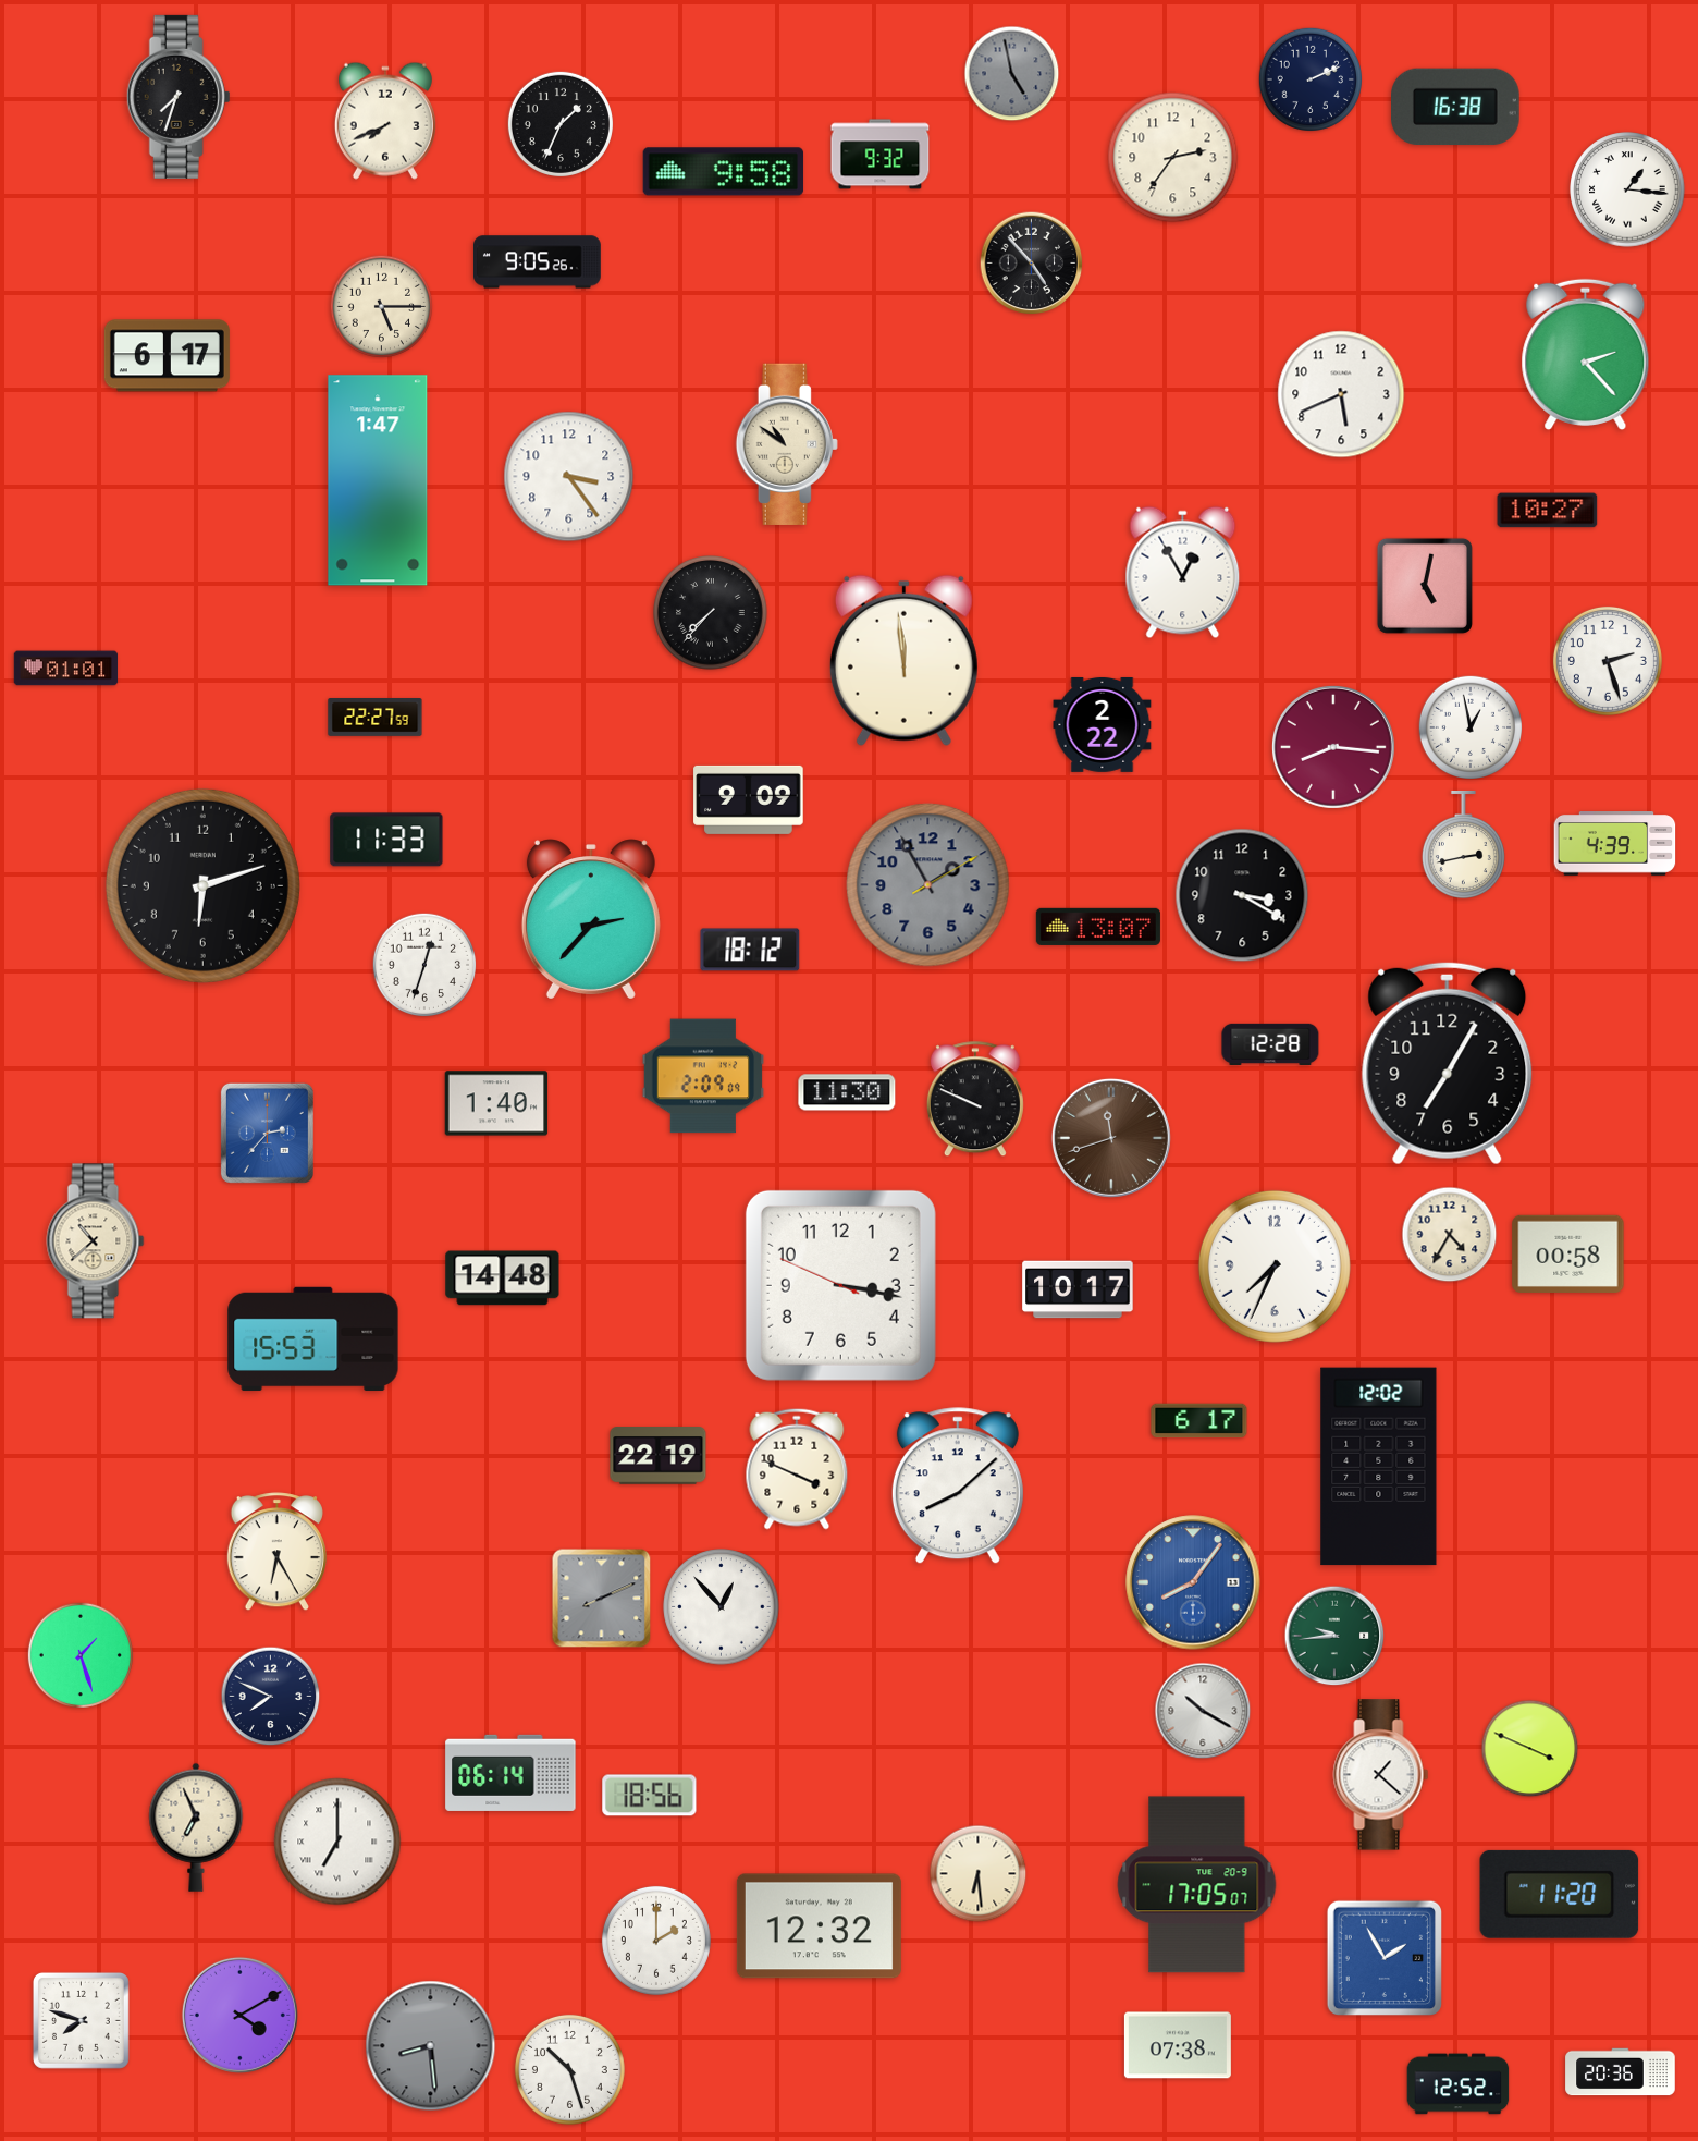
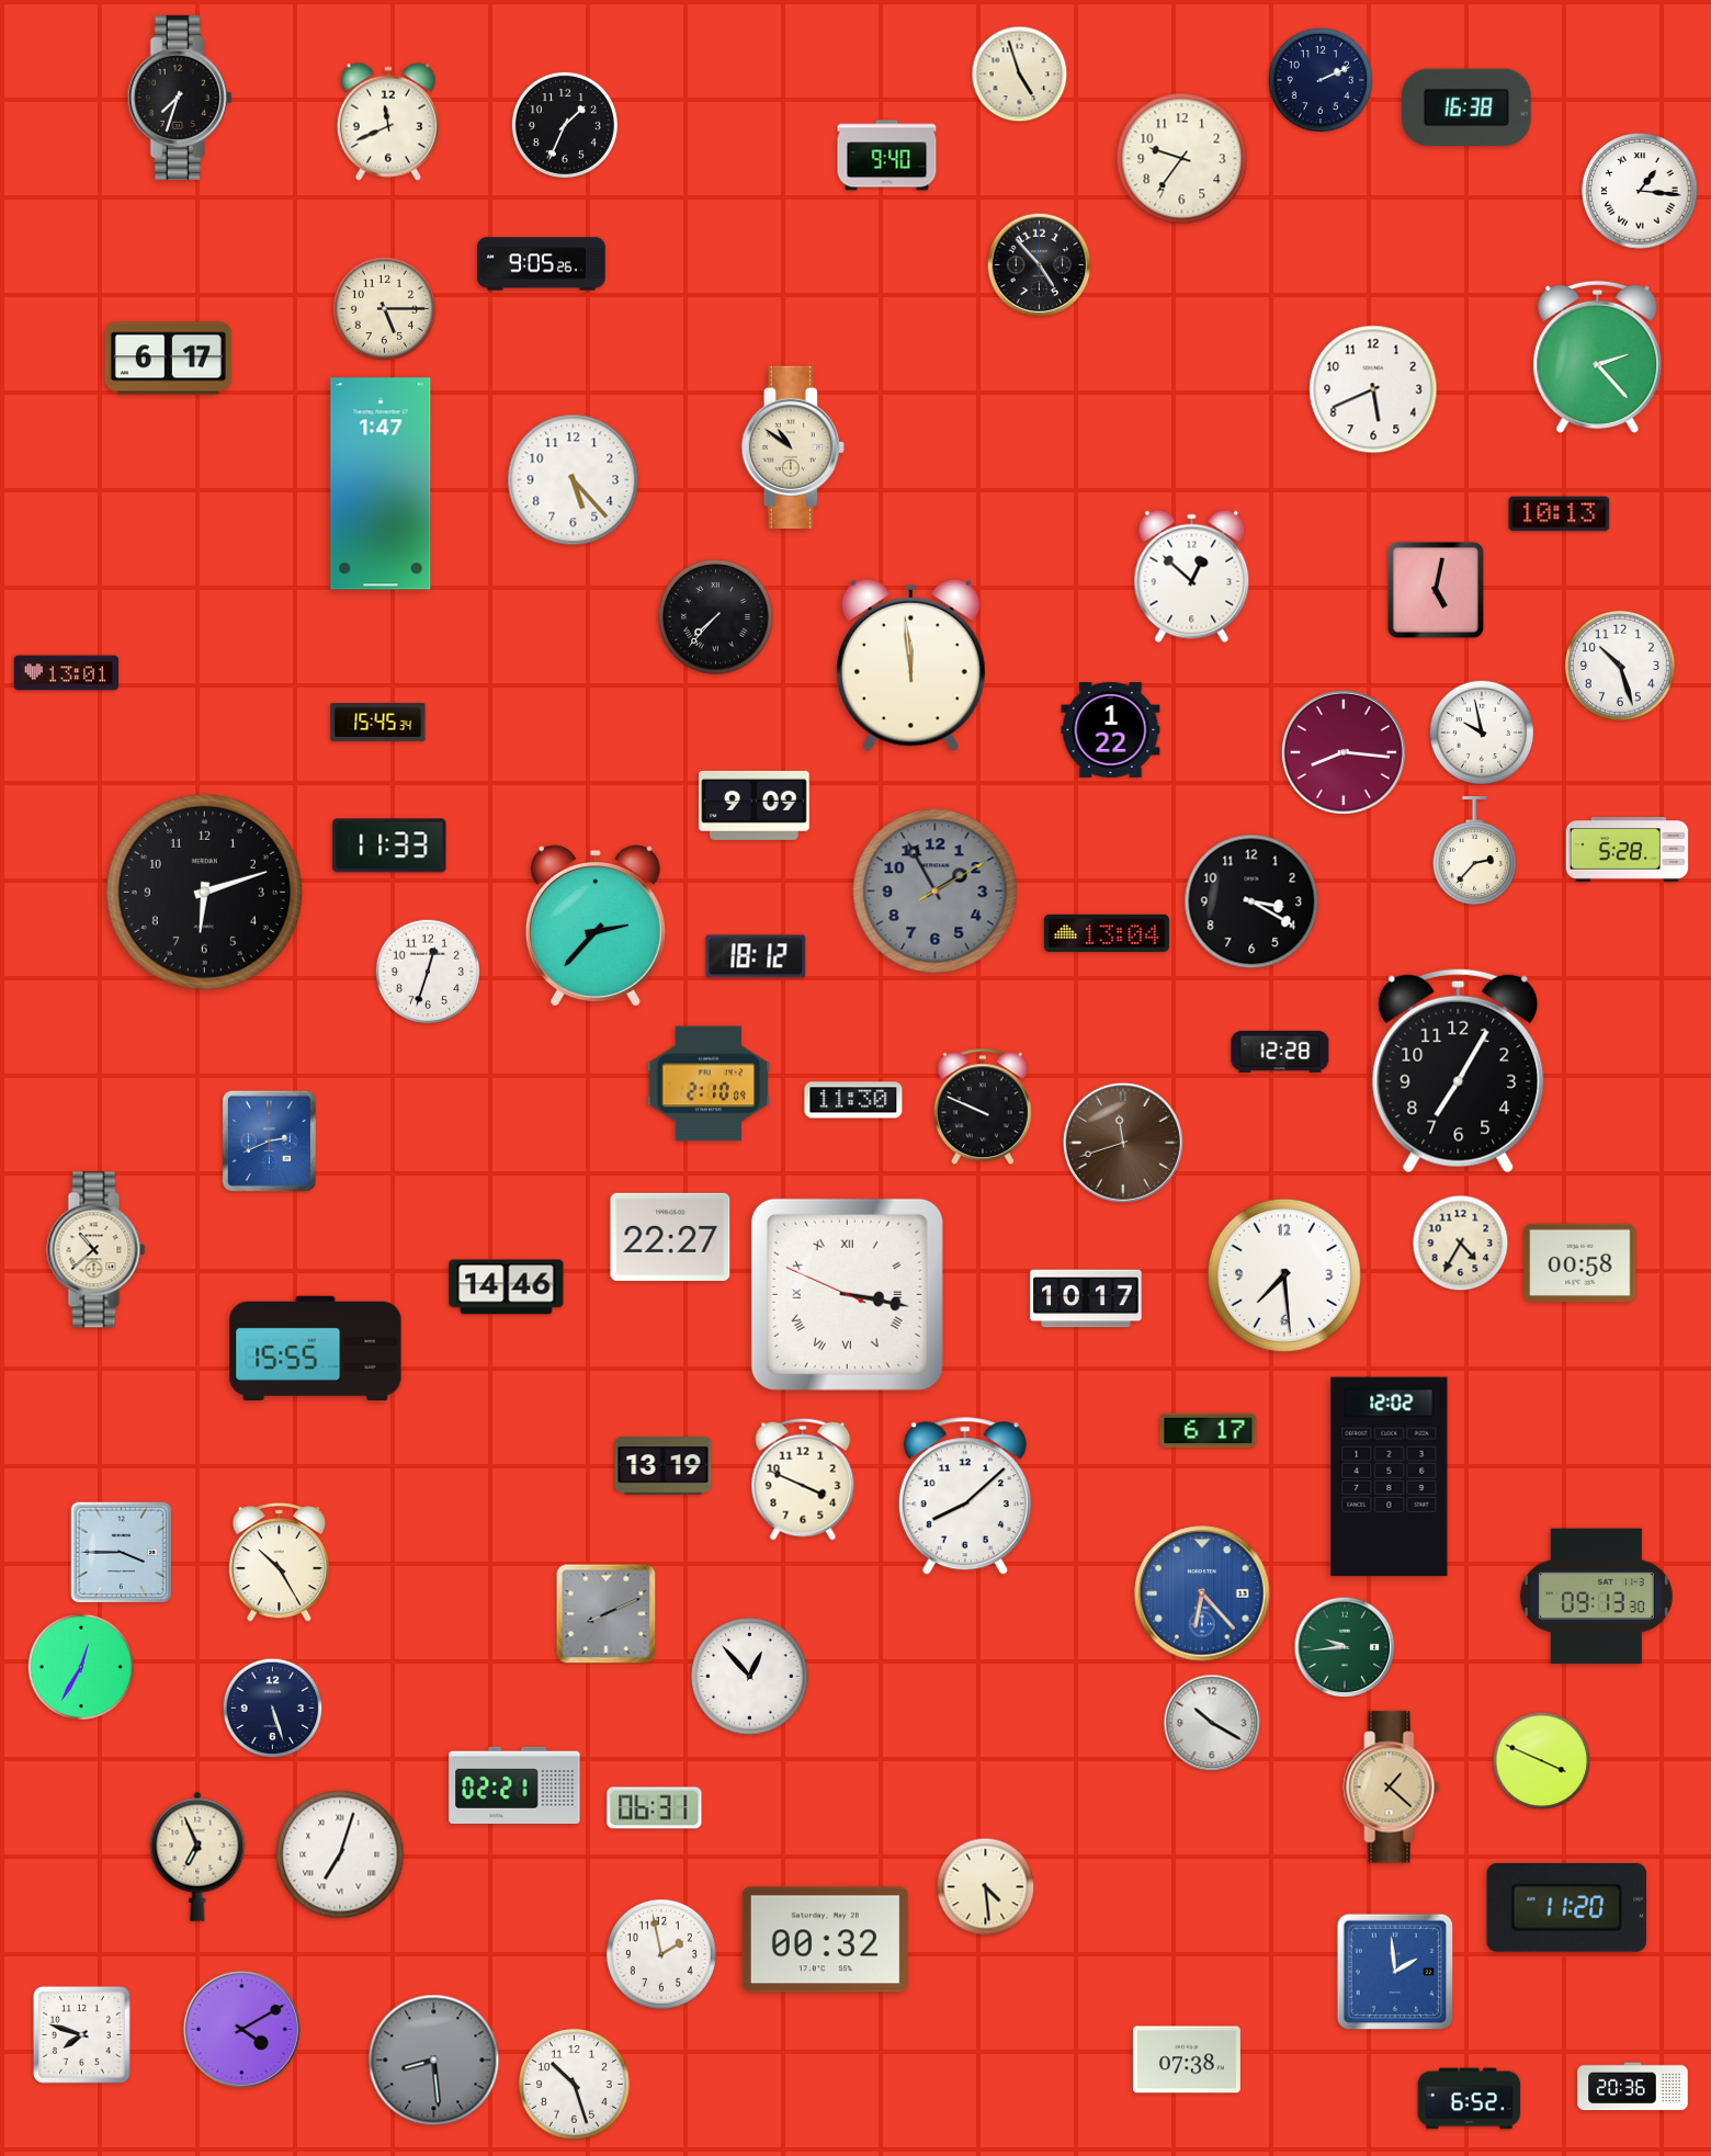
clock at (1012, 74): 4:58 -> 4:57
clock at (1012, 74) dial: grey -> cream
clock at (385, 121): 7:41 -> 11:41
clock at (881, 155): 9:32 -> 9:40
clock at (1173, 158): 2:36 -> 9:36
clock at (724, 172): 9:58 -> none
clock at (1341, 394) position: (1341, 394) -> (1373, 389)
clock at (569, 477): 3:24 -> 5:23
clock at (1548, 511): 10:27 -> 10:13
clock at (1183, 573): 12:55 -> 12:52
clock at (1608, 661): 2:27 -> 10:27
clock at (66, 669): 01:01 -> 13:01
clock at (376, 718): 22:27 -> 15:45
clock at (1103, 724): 2:22 -> 1:22
clock at (1469, 726): 12:58 -> 9:58
clock at (1463, 844): 2:43 -> 2:37
clock at (1615, 844): 4:39 -> 5:28
clock at (1098, 927): 13:07 -> 13:04
clock at (703, 1076): 2:09 -> 2:10
clock at (496, 1103): 1:40 -> none
clock at (267, 1133): 2:37 -> 2:41
clock at (1111, 1138) position: (1111, 1138) -> (1123, 1143)
clock at (670, 1237): none -> 22:27
clock at (1275, 1267): 7:34 -> 7:29
clock at (503, 1279): 14:48 -> 14:46
clock at (840, 1285) numerals: Arabic -> Roman
clock at (313, 1339): 15:53 -> 15:55
clock at (659, 1456): 22:19 -> 13:19
clock at (122, 1553): none -> 3:45
clock at (276, 1552): 6:25 -> 10:25
clock at (1193, 1582): 8:06 -> 6:23
clock at (1596, 1597): none -> 09:13
clock at (602, 1599) position: (602, 1599) -> (607, 1614)
clock at (722, 1607) position: (722, 1607) -> (750, 1677)
clock at (81, 1655): 1:27 -> 12:35
clock at (271, 1697): 7:49 -> 5:27
clock at (510, 1773): 06:14 -> 02:21
clock at (1381, 1775) dial: white -> champagne
clock at (650, 1796): 18:56 -> 06:31
clock at (196, 1827) position: (196, 1827) -> (197, 1857)
clock at (337, 1842): 7:00 -> 7:03
clock at (979, 1874): 6:29 -> 4:29
clock at (1197, 1885): 17:05 -> none
clock at (1560, 1894) position: (1560, 1894) -> (1567, 1907)
clock at (819, 1926): 12:32 -> 00:32
clock at (656, 1941): 2:00 -> 1:58
clock at (1383, 1957): 1:55 -> 1:59
clock at (1459, 2084): 12:52 -> 6:52
